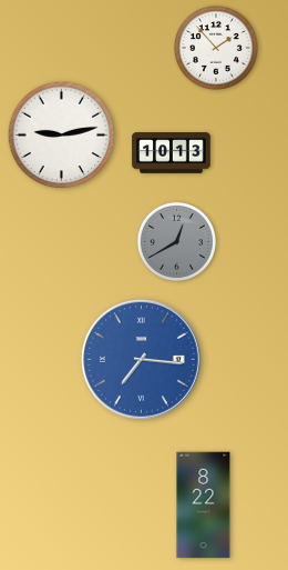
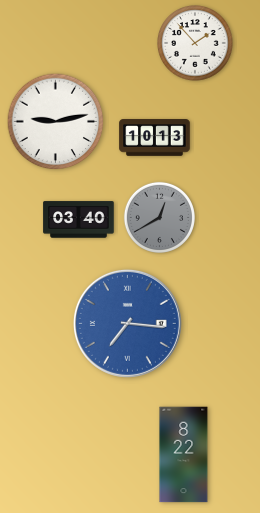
clock at (79, 220): none -> 03:40
